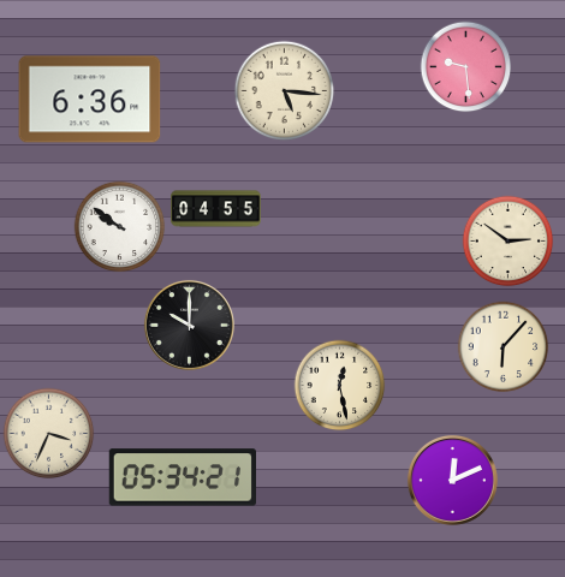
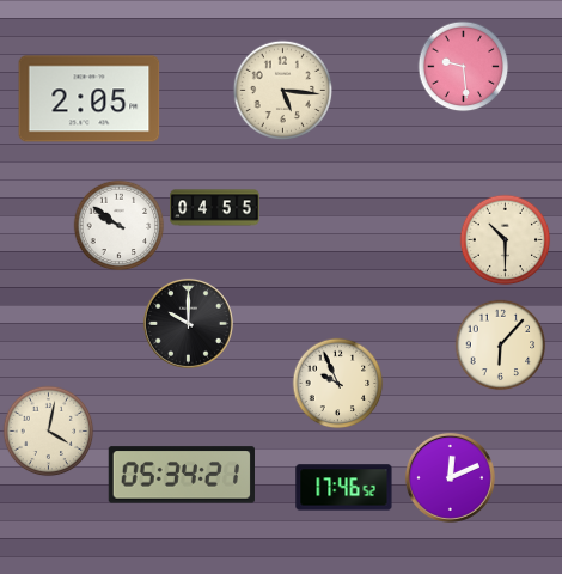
clock at (90, 100): 6:36 -> 2:05
clock at (508, 242): 2:51 -> 10:30
clock at (340, 386): 12:28 -> 9:56
clock at (49, 434): 3:34 -> 4:02
clock at (344, 488): none -> 17:46
